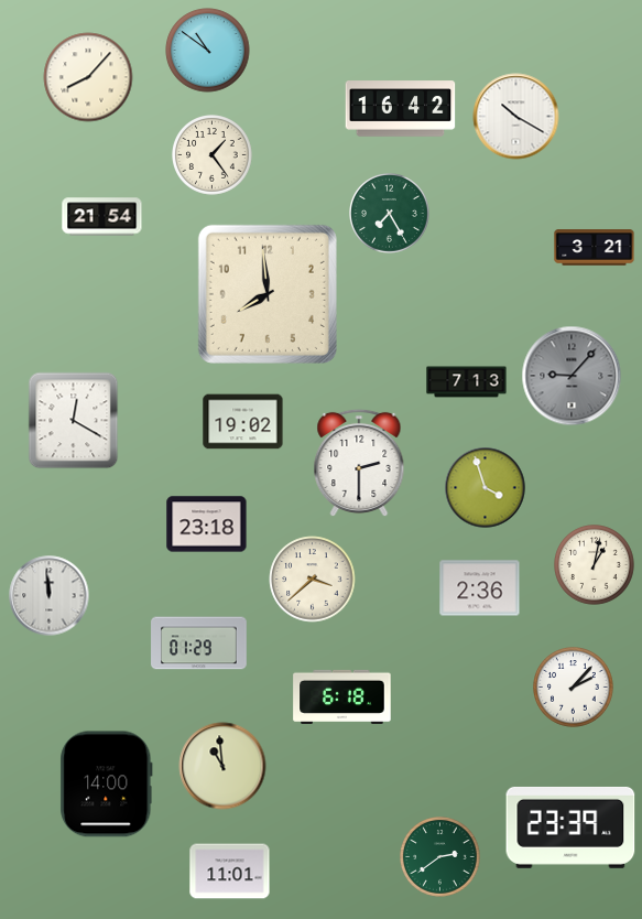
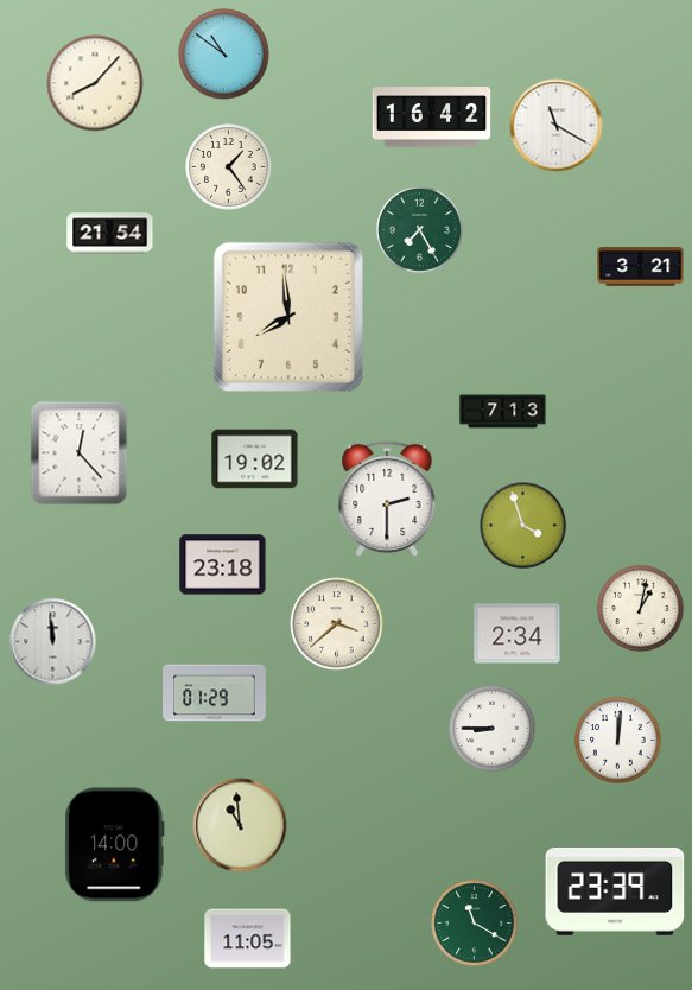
clock at (516, 117): 10:20 -> 11:20
clock at (572, 376): 9:07 -> none
clock at (74, 421): 12:20 -> 12:23
clock at (243, 422) position: (243, 422) -> (255, 459)
clock at (480, 588): 2:36 -> 2:34
clock at (493, 729): none -> 8:45
clock at (574, 688): 2:07 -> 12:01
clock at (342, 696): 6:18 -> none
clock at (440, 857): 2:39 -> 11:20
clock at (230, 872): 11:01 -> 11:05
